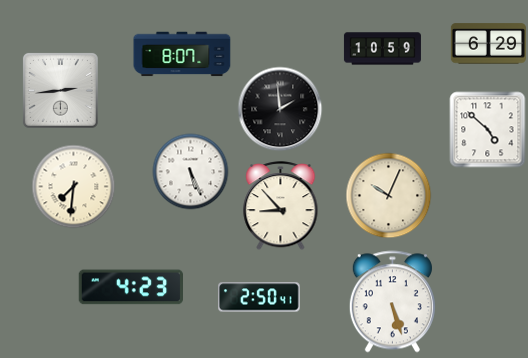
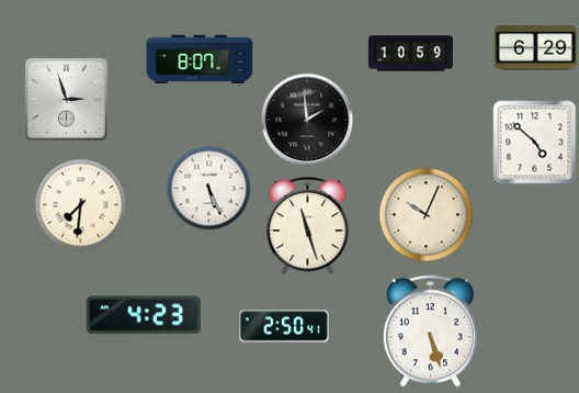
clock at (382, 49) position: (382, 49) -> (410, 54)
clock at (60, 90): 2:44 -> 2:57
clock at (281, 206): 8:53 -> 11:27
